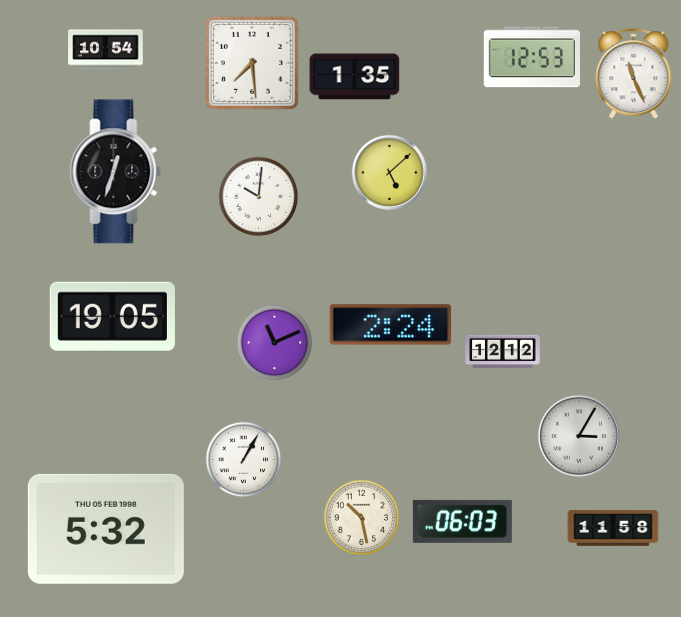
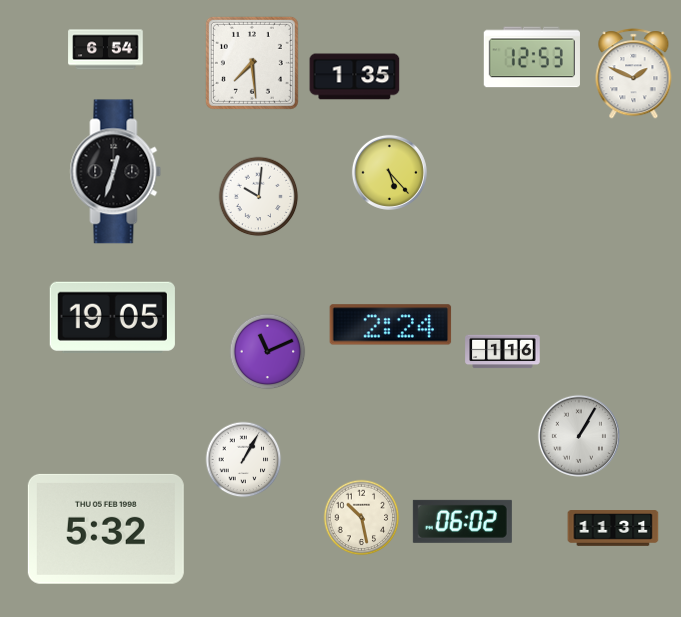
clock at (106, 50): 10:54 -> 6:54
clock at (634, 74): 11:26 -> 1:49
clock at (389, 172): 5:08 -> 5:23
clock at (275, 343) position: (275, 343) -> (268, 352)
clock at (503, 352): 12:12 -> 1:16
clock at (579, 436): 3:05 -> 1:05
clock at (462, 521): 06:03 -> 06:02
clock at (613, 528): 11:58 -> 11:31
